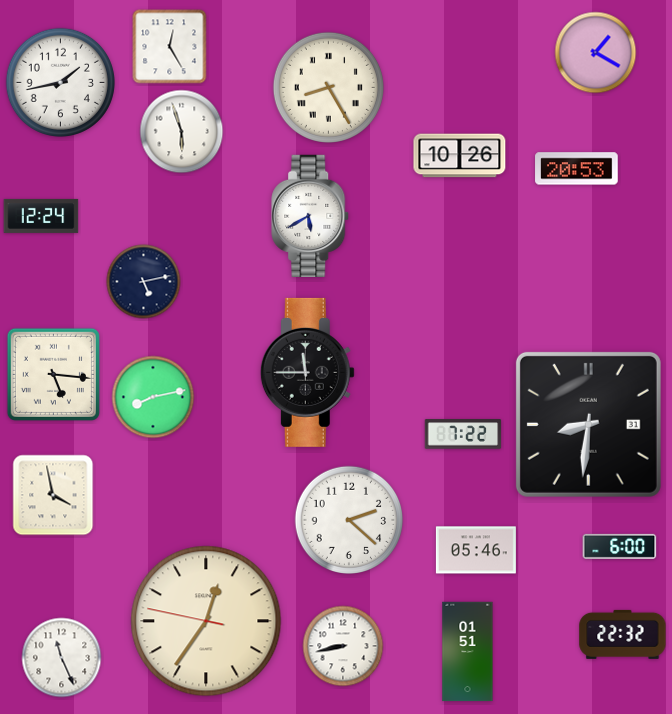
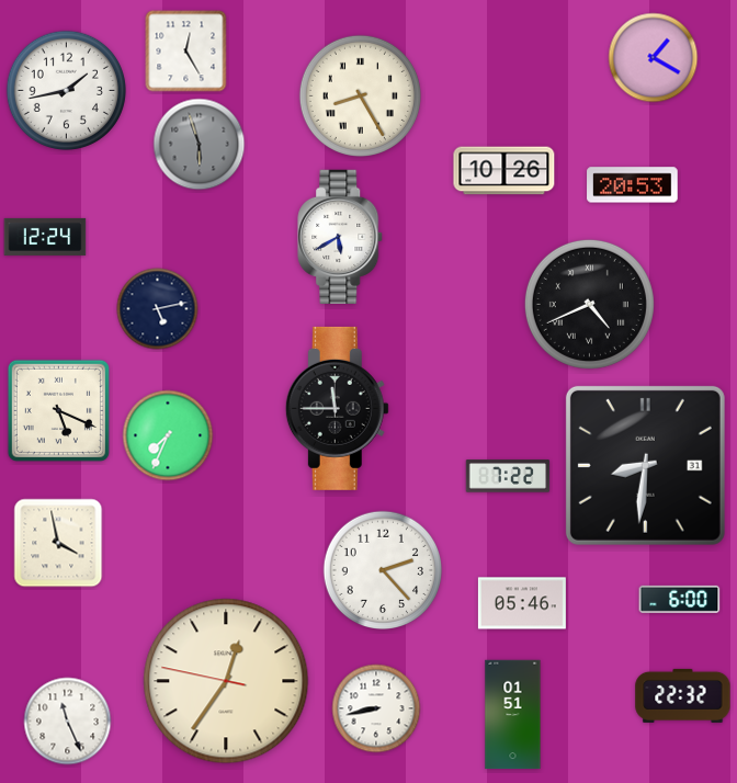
clock at (182, 132) dial: white -> grey
clock at (589, 304): none -> 4:41
clock at (53, 374): 5:16 -> 5:19
clock at (153, 397): 8:13 -> 7:34
clock at (348, 519): 2:22 -> 2:23
